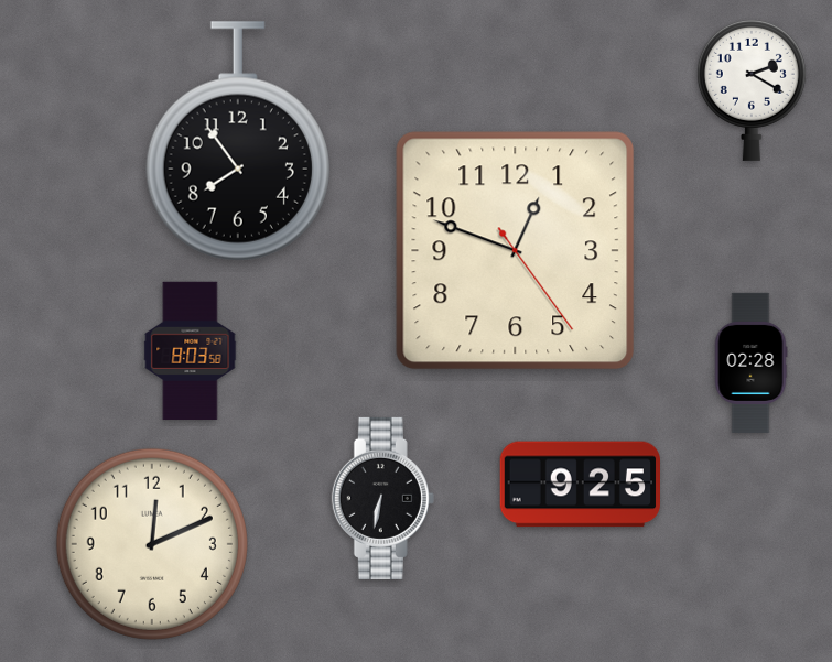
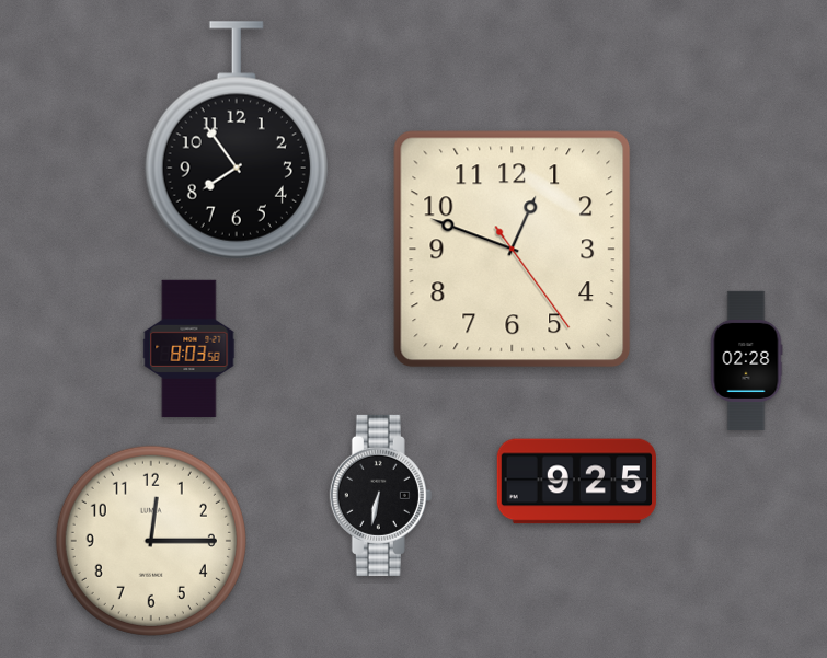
clock at (752, 89): 2:20 -> none
clock at (152, 544): 12:11 -> 12:15
